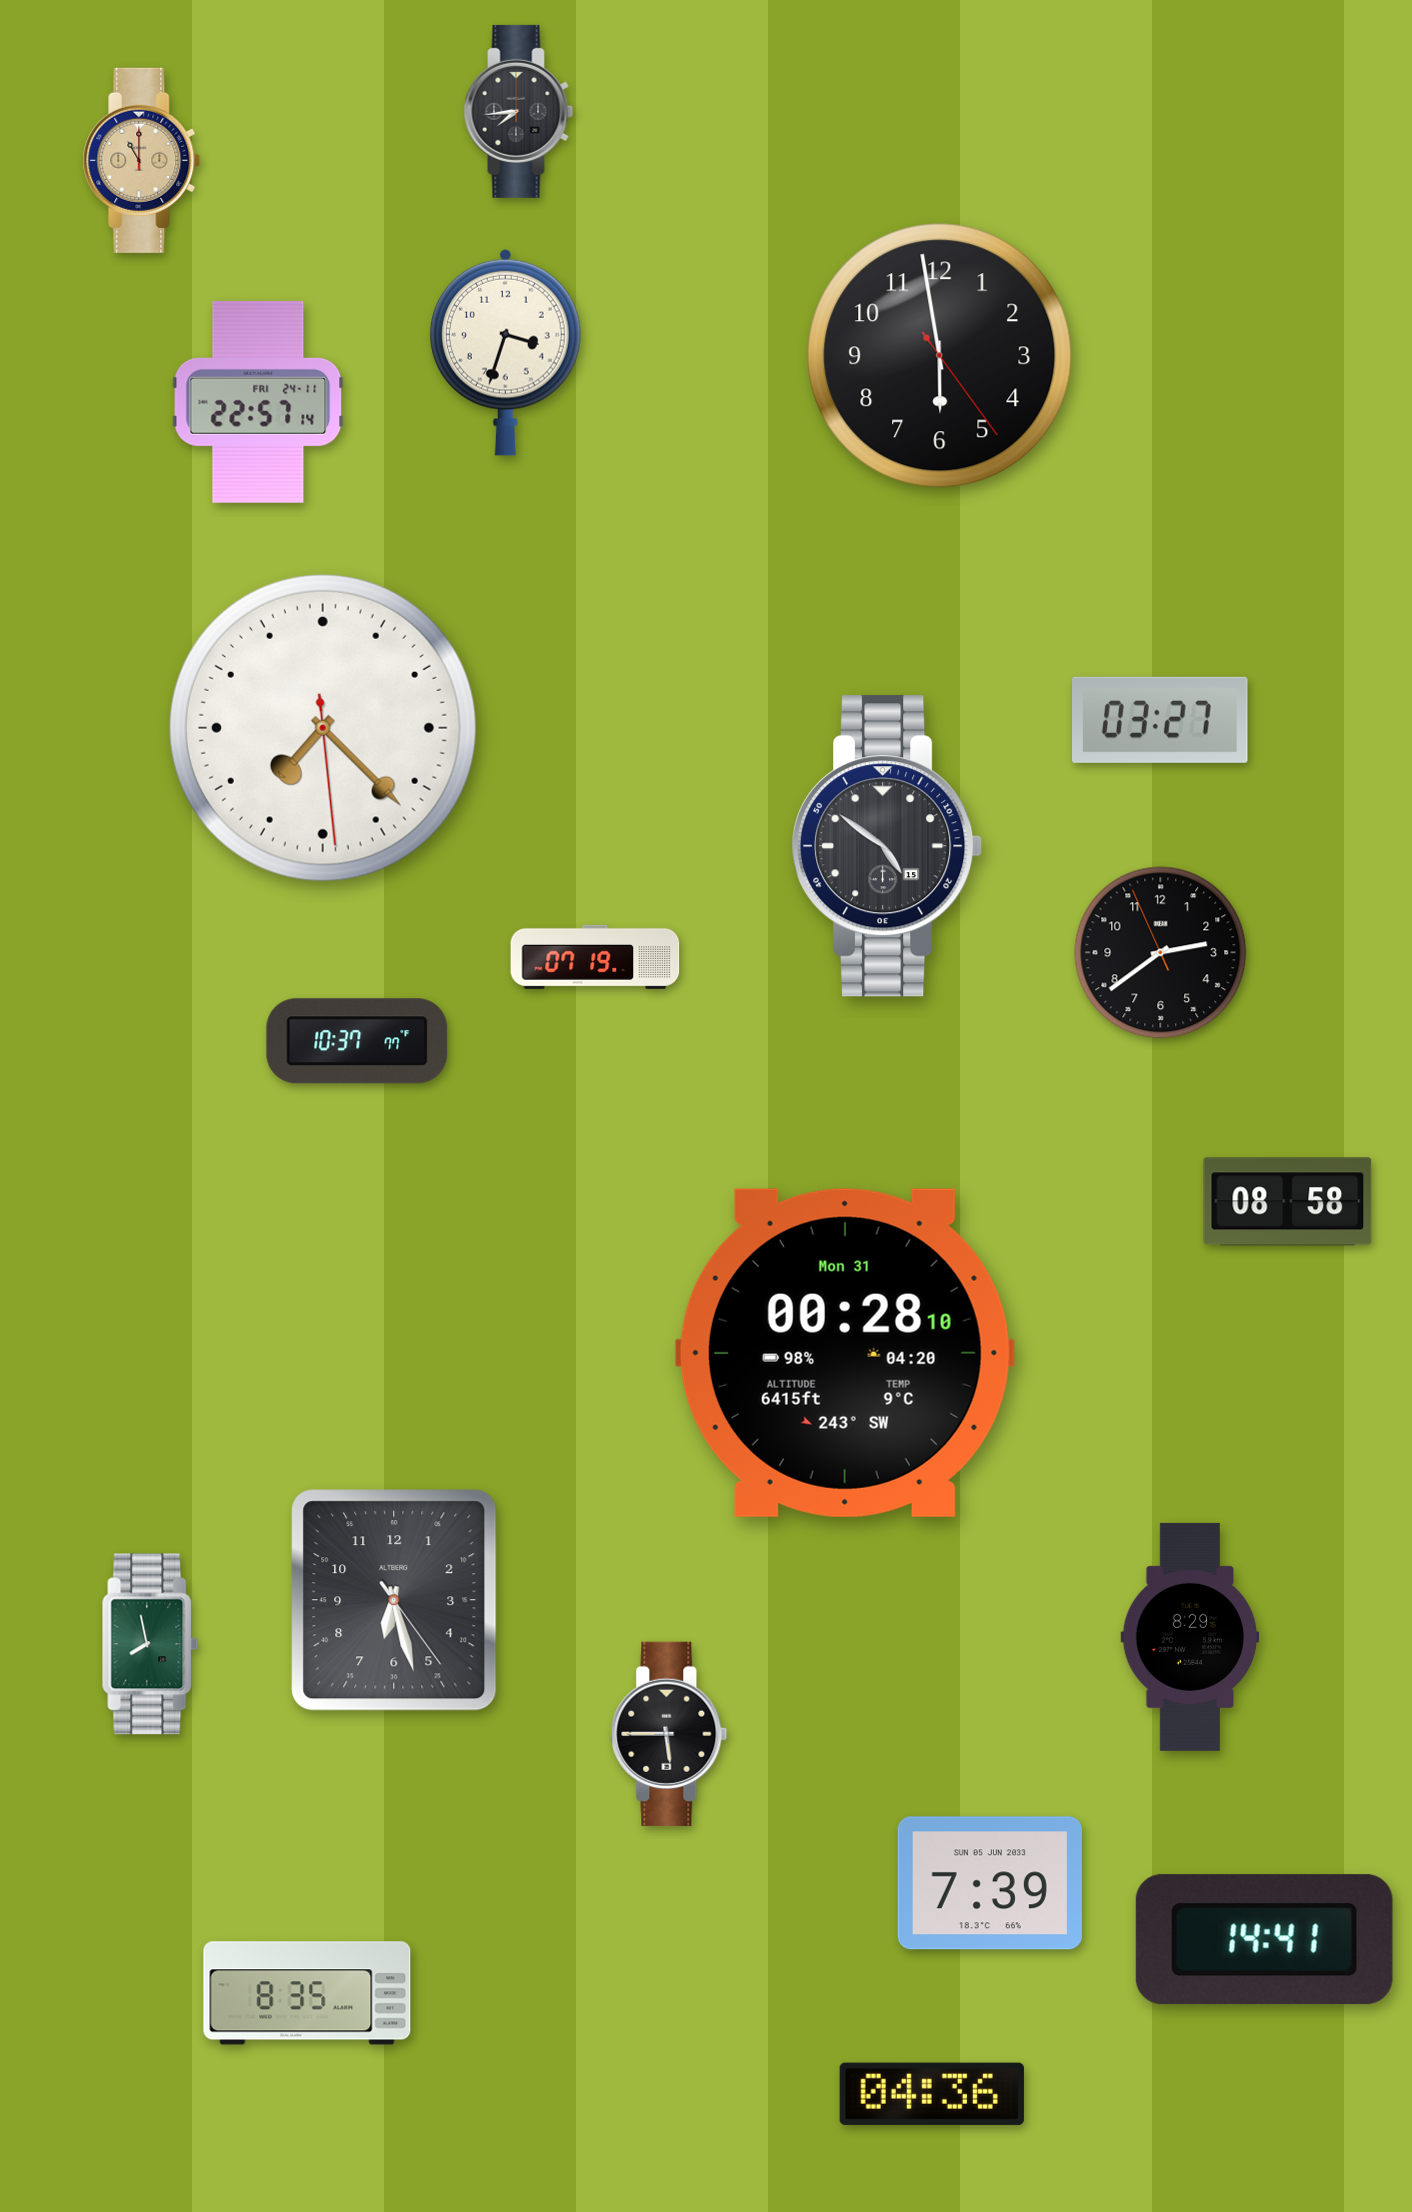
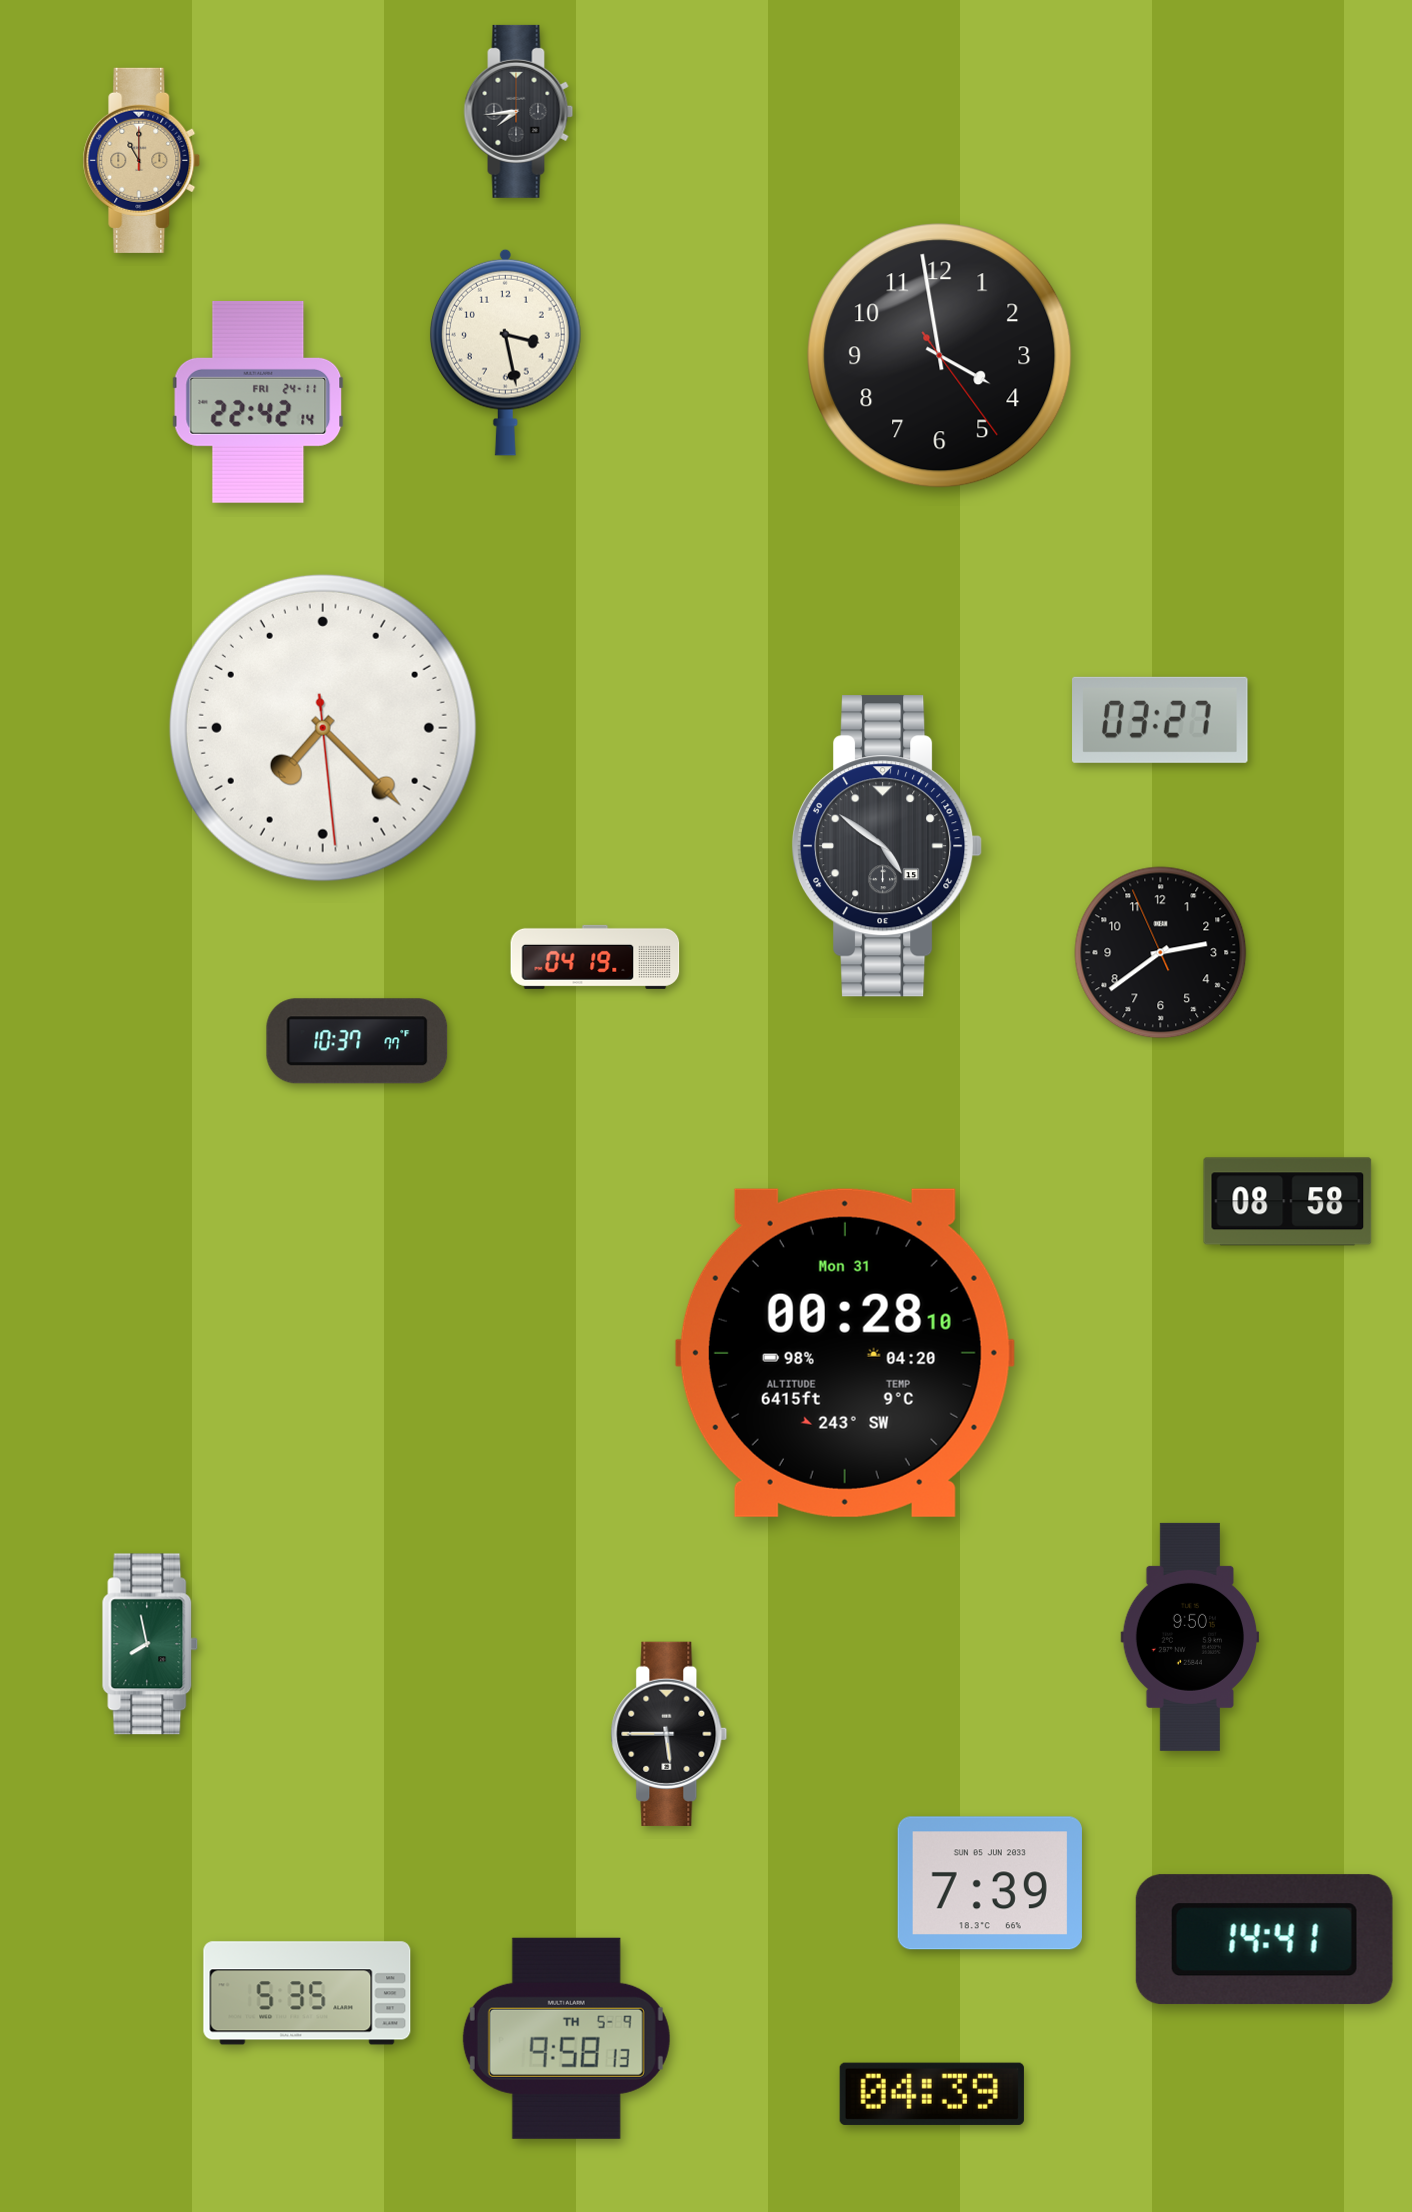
clock at (505, 352): 3:33 -> 3:28
clock at (940, 356): 5:58 -> 3:58
clock at (258, 402): 22:57 -> 22:42
clock at (595, 957): 07:19 -> 04:19
clock at (394, 1600): 6:27 -> none
clock at (1190, 1637): 8:29 -> 9:50
clock at (307, 1993): 8:35 -> 5:35
clock at (566, 2038): none -> 9:58
clock at (932, 2094): 04:36 -> 04:39
